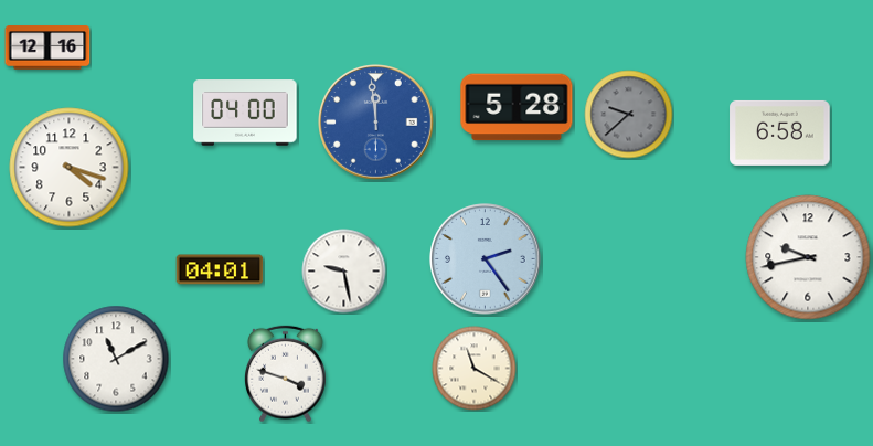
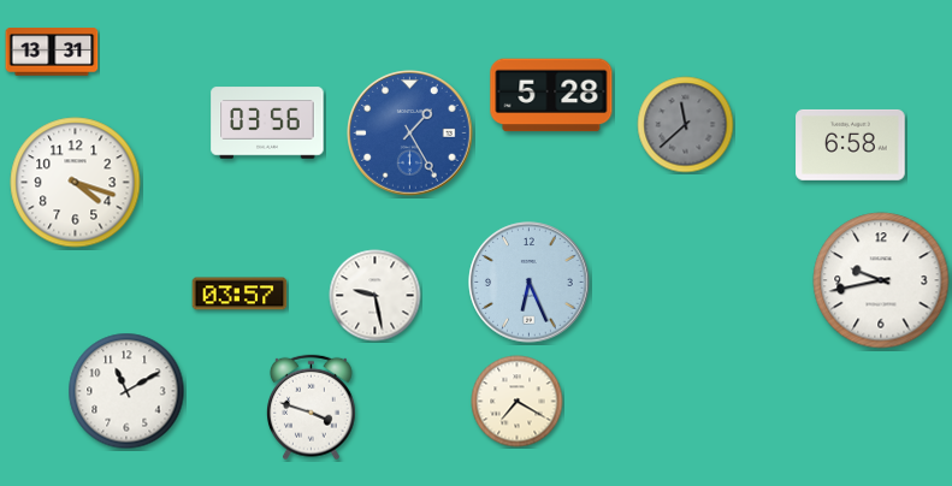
clock at (47, 47): 12:16 -> 13:31
clock at (517, 107) position: (517, 107) -> (551, 95)
clock at (245, 113): 04:00 -> 03:56
clock at (629, 115): 9:38 -> 11:38
clock at (376, 123): 11:59 -> 1:25
clock at (486, 259): 2:24 -> 6:26
clock at (220, 269): 04:01 -> 03:57
clock at (475, 369): 11:20 -> 7:20
